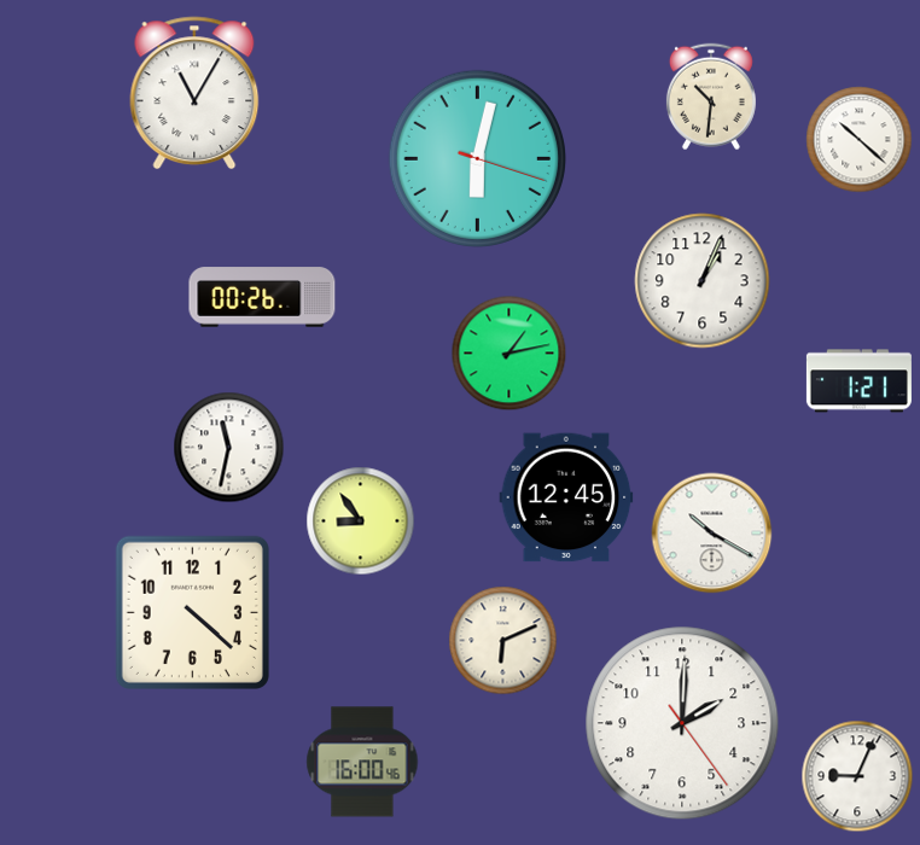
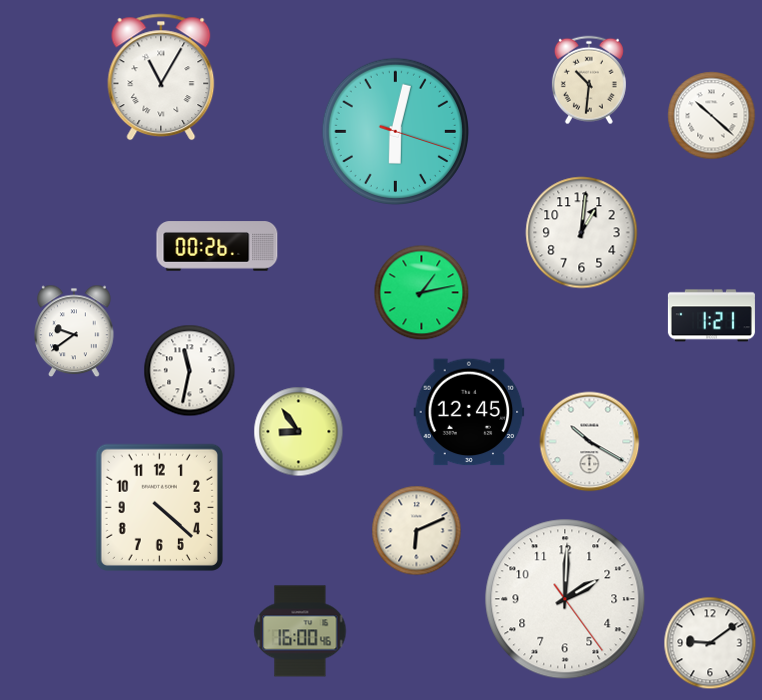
clock at (703, 281): 1:04 -> 1:01
clock at (75, 331): none -> 9:39
clock at (857, 776): 9:04 -> 9:09
